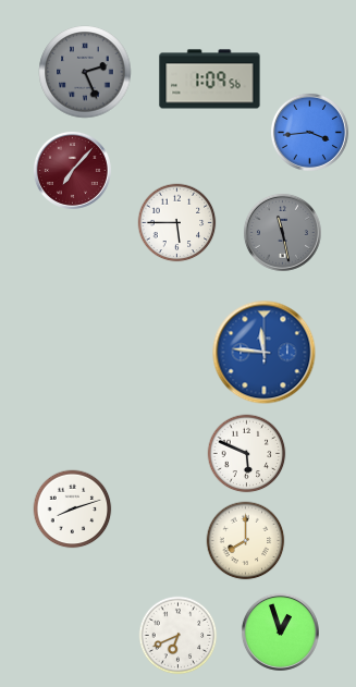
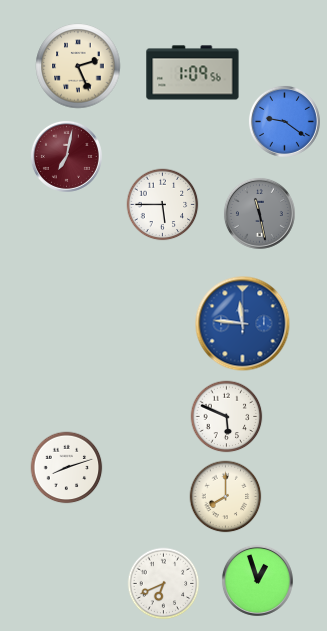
clock at (85, 72) dial: grey -> cream
clock at (309, 132): 3:44 -> 9:21
clock at (72, 170): 7:07 -> 7:02
